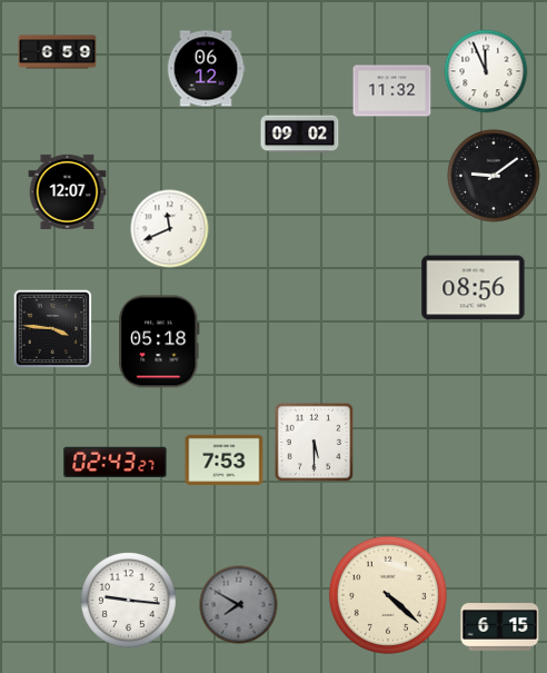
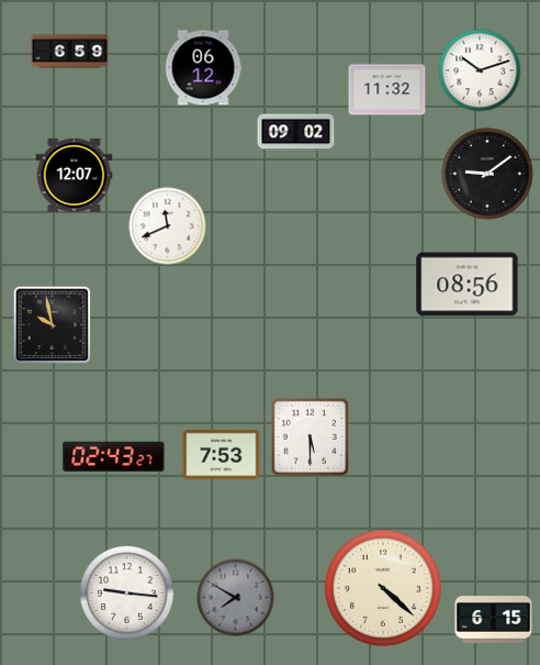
clock at (58, 52) position: (58, 52) -> (70, 52)
clock at (486, 71): 11:56 -> 10:12
clock at (68, 191) position: (68, 191) -> (75, 175)
clock at (53, 329): 3:46 -> 9:58
clock at (159, 342): 05:18 -> none
